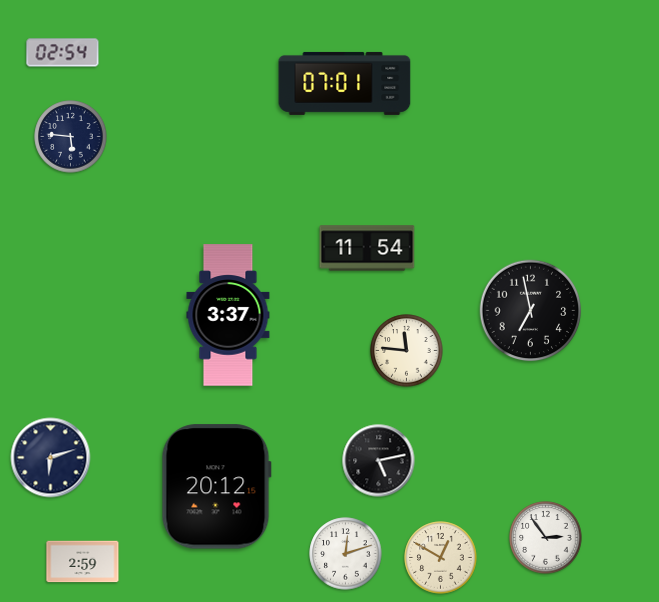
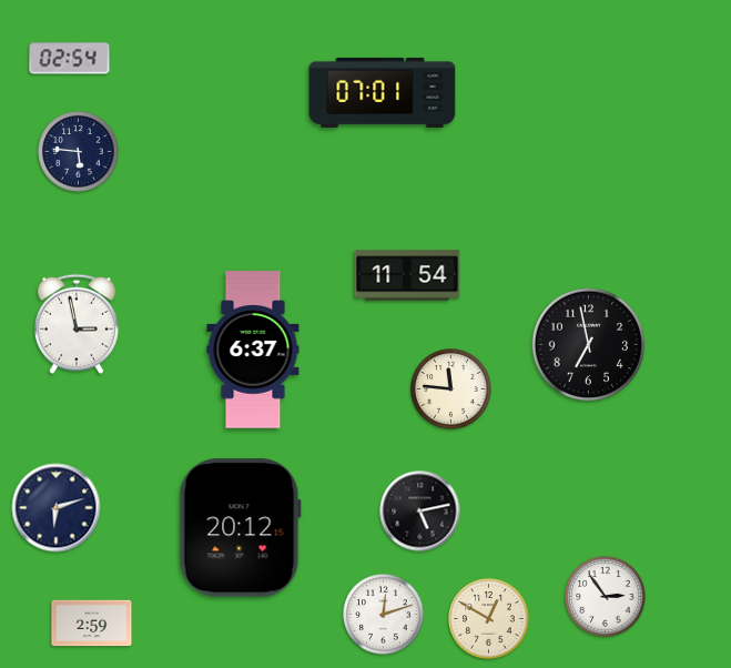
clock at (77, 324): none -> 2:58
clock at (228, 315): 3:37 -> 6:37
clock at (216, 487) position: (216, 487) -> (240, 528)
